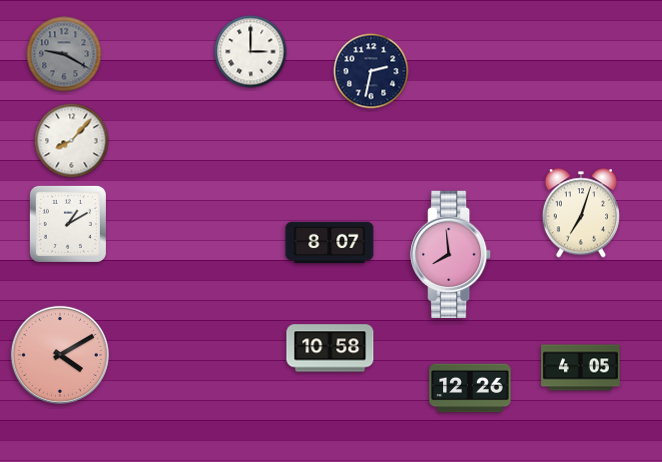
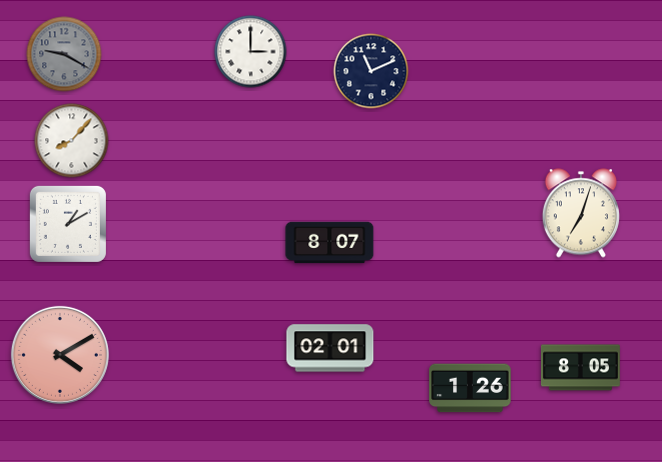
clock at (371, 71): 2:32 -> 11:11
clock at (451, 255): 7:59 -> none
clock at (330, 348): 10:58 -> 02:01
clock at (580, 368): 4:05 -> 8:05
clock at (470, 388): 12:26 -> 1:26
